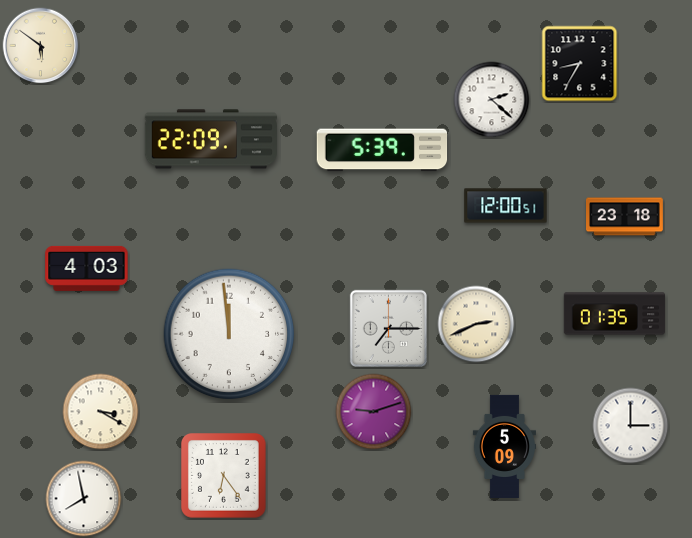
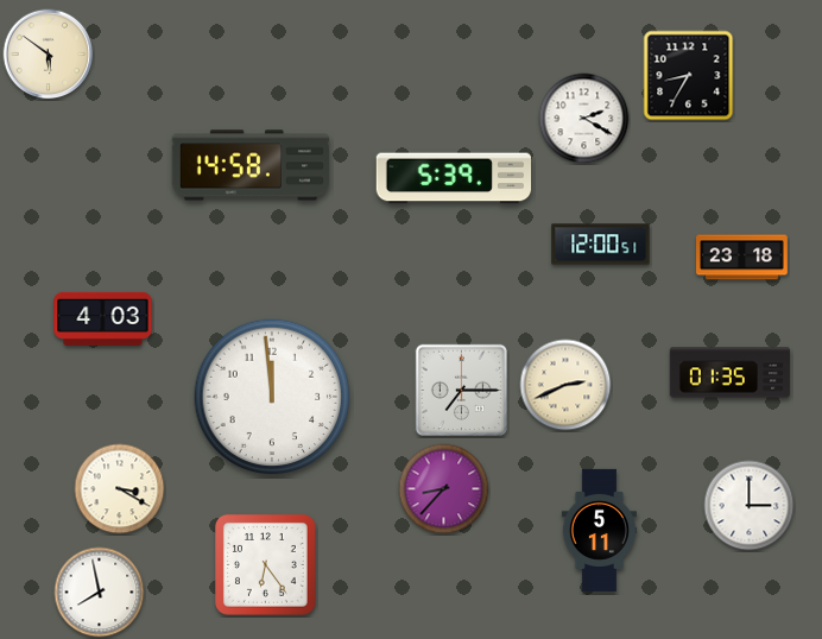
clock at (492, 100): 2:22 -> 2:20
clock at (211, 139): 22:09 -> 14:58
clock at (374, 412): 9:12 -> 8:37
clock at (504, 446): 5:09 -> 5:11
